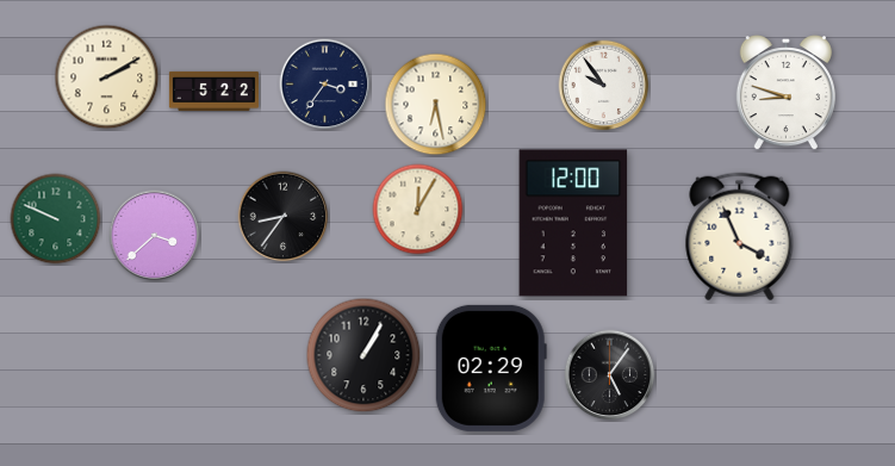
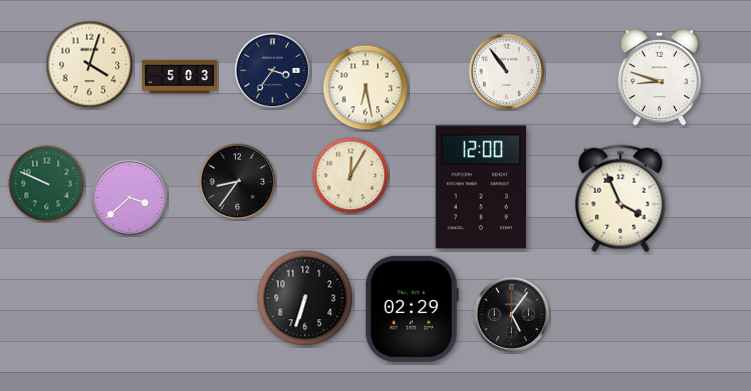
clock at (107, 77): 2:10 -> 4:03
clock at (604, 86): 9:54 -> 10:54
clock at (213, 91): 5:22 -> 5:03
clock at (363, 355): 1:05 -> 6:33
